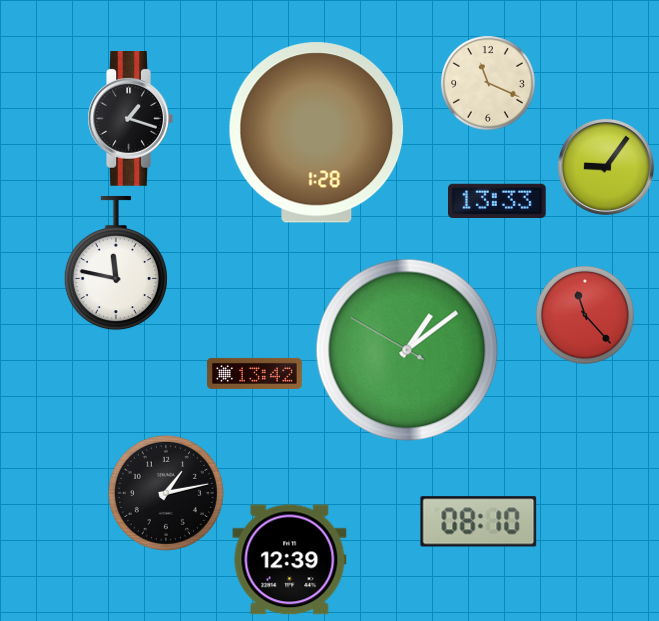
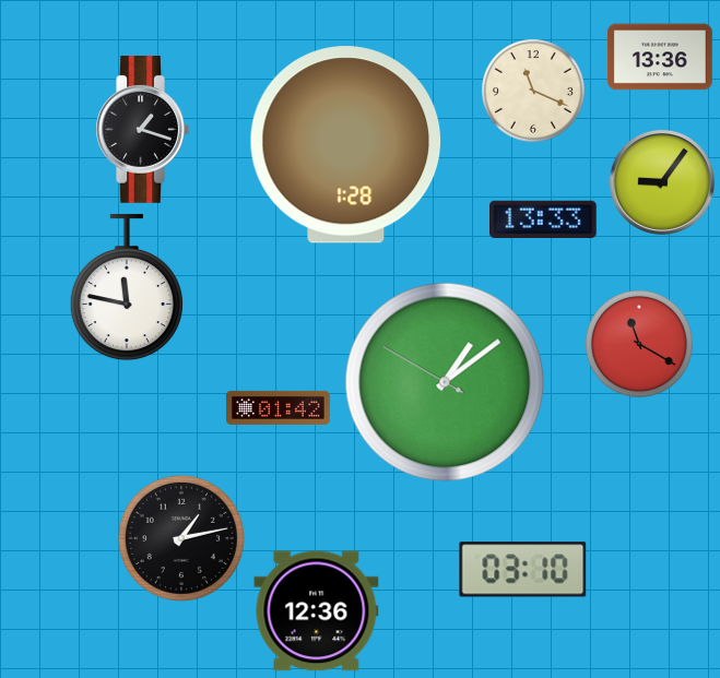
clock at (660, 57): none -> 13:36
clock at (585, 315): 11:23 -> 11:20
clock at (254, 373): 13:42 -> 01:42
clock at (479, 522): 08:10 -> 03:10
clock at (290, 560): 12:39 -> 12:36
